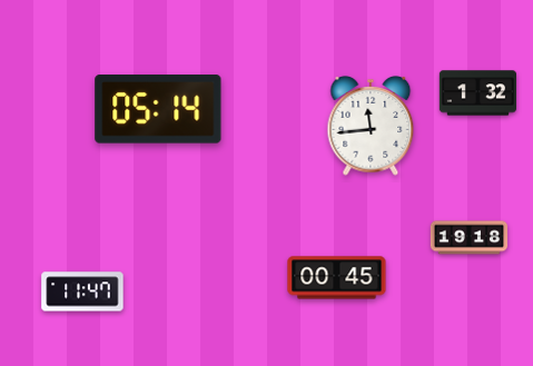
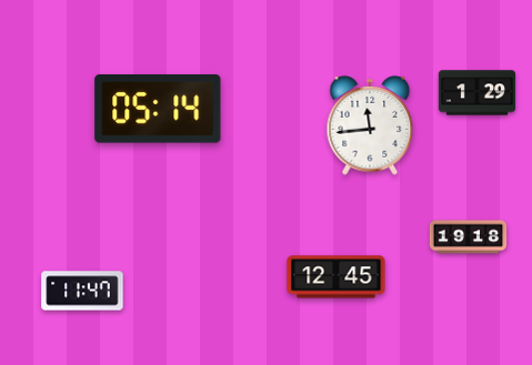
clock at (478, 93): 1:32 -> 1:29
clock at (337, 278): 00:45 -> 12:45
